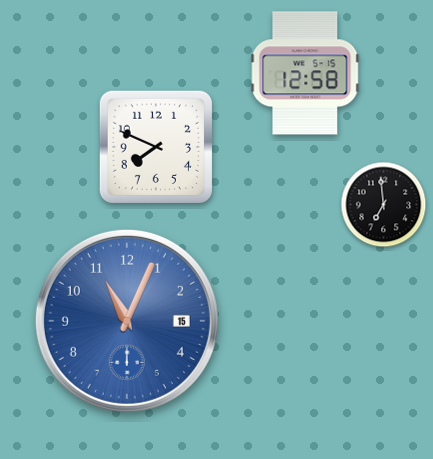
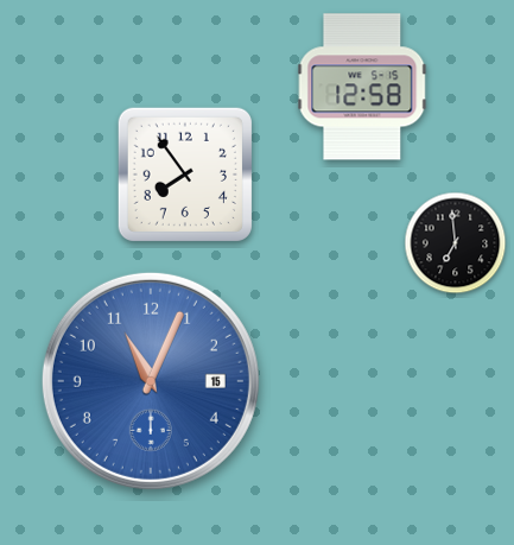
clock at (156, 147): 7:49 -> 7:54
